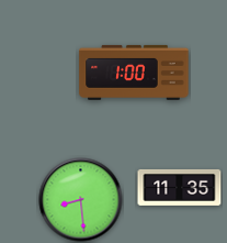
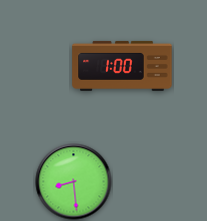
clock at (180, 187): 11:35 -> none
